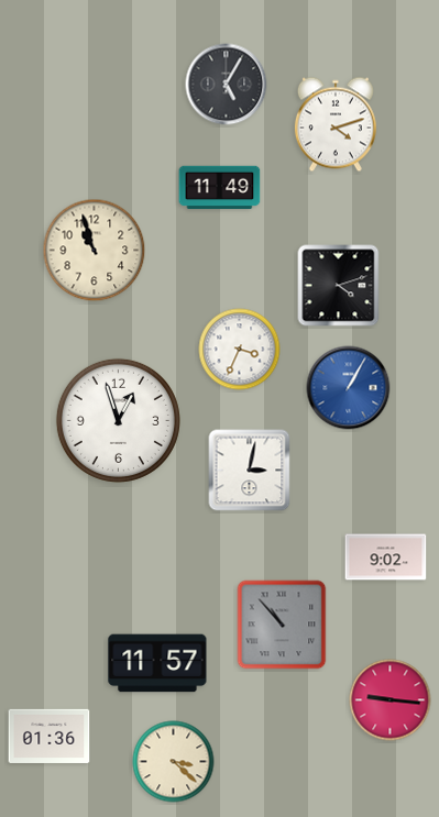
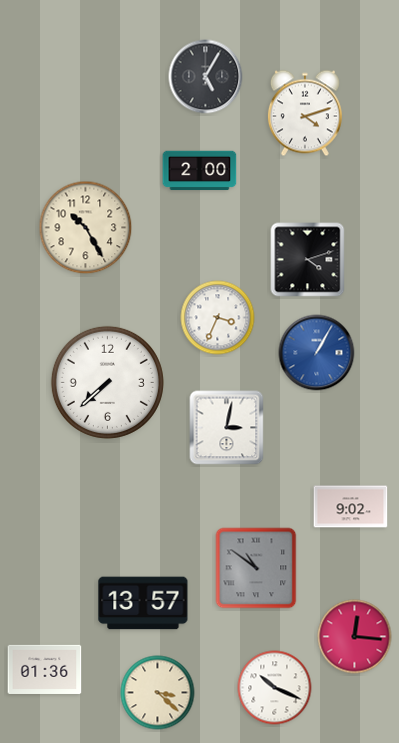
clock at (220, 188): 11:49 -> 2:00
clock at (95, 251): 10:57 -> 10:25
clock at (118, 420): 12:57 -> 7:38
clock at (282, 625): 10:53 -> 10:51
clock at (157, 663): 11:57 -> 13:57
clock at (391, 700): 9:16 -> 12:16
clock at (275, 688): none -> 10:19
